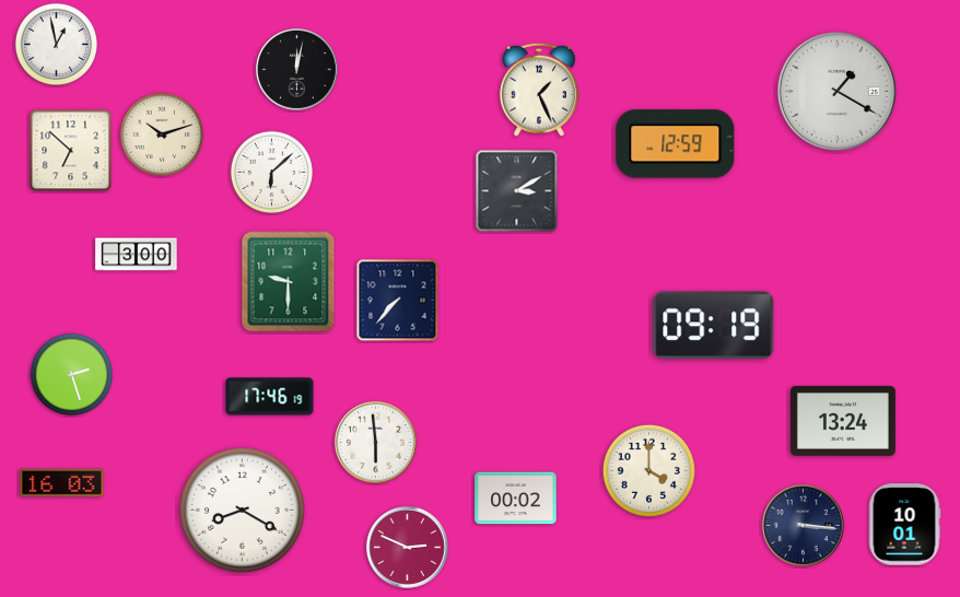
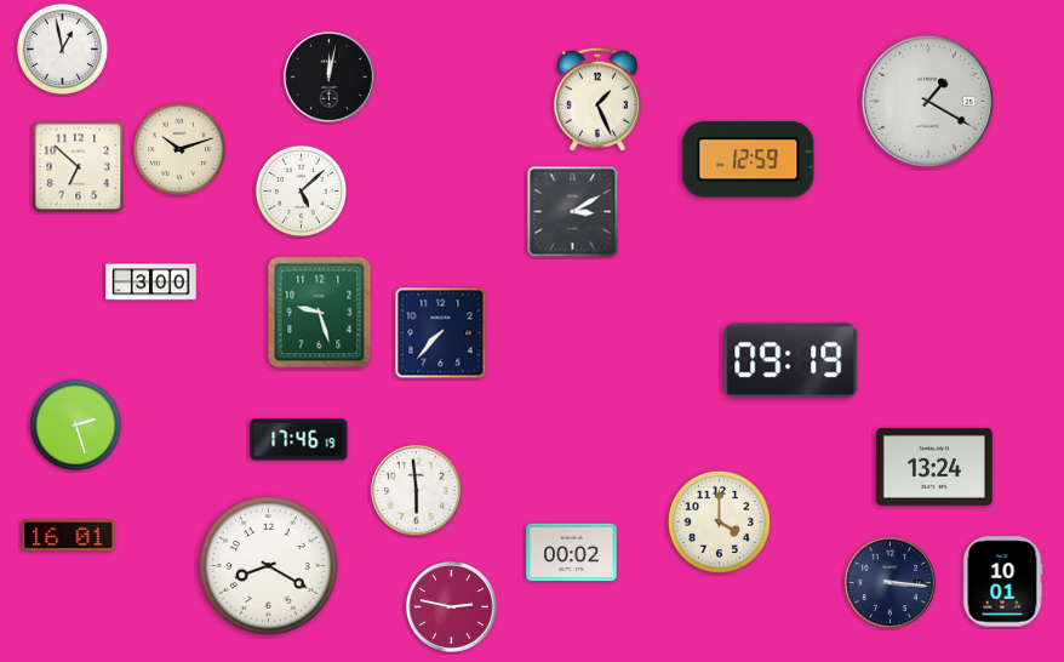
clock at (271, 172): 6:08 -> 5:08
clock at (289, 282): 9:30 -> 9:27
clock at (71, 374) position: (71, 374) -> (75, 424)
clock at (62, 483): 16:03 -> 16:01
clock at (408, 548): 2:49 -> 2:47
